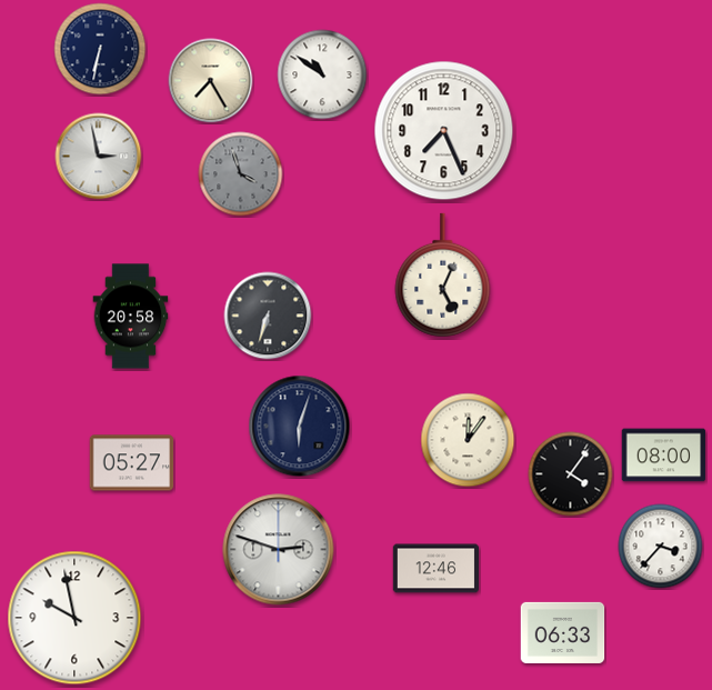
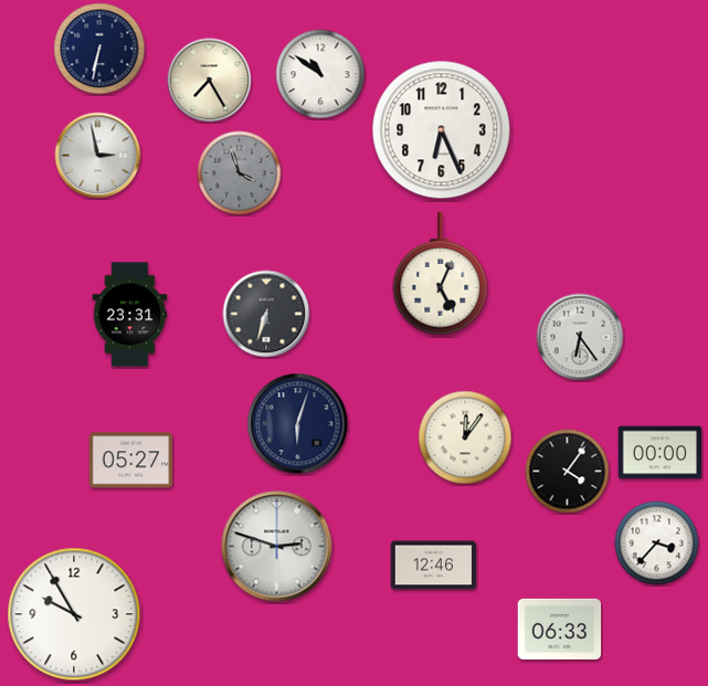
clock at (444, 131): 7:26 -> 6:26
clock at (131, 317): 20:58 -> 23:31
clock at (580, 337): none -> 6:24
clock at (664, 456): 08:00 -> 00:00
clock at (74, 618): 9:58 -> 9:55
